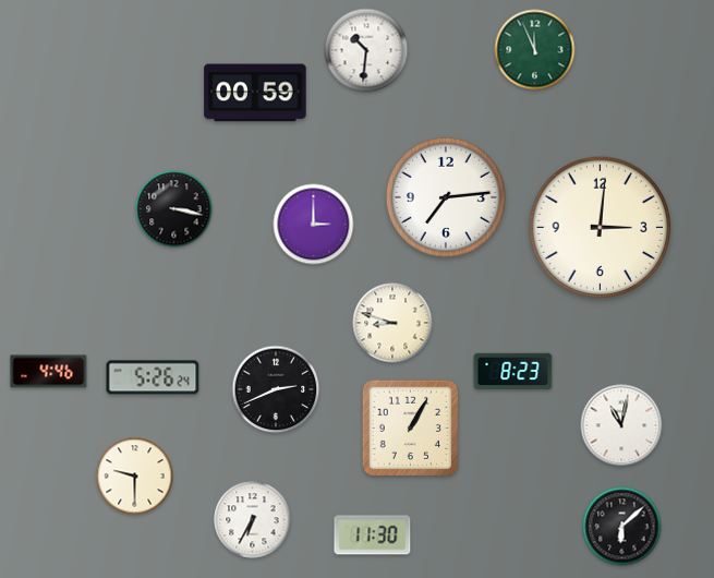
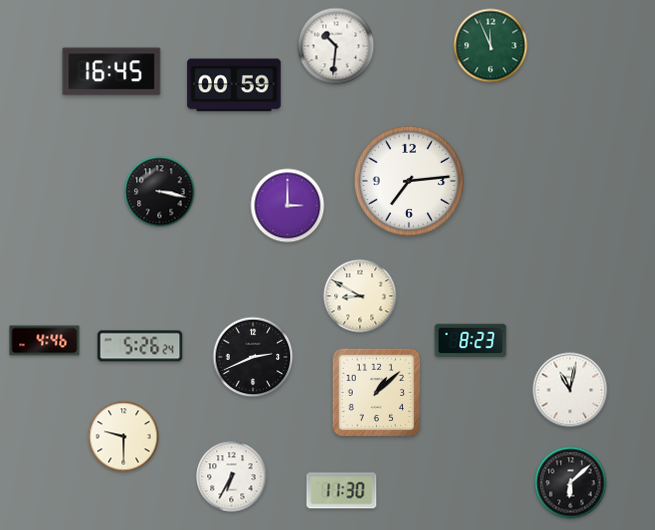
clock at (112, 72): none -> 16:45
clock at (601, 228): 3:01 -> none
clock at (392, 323): 8:48 -> 8:50
clock at (410, 428): 1:05 -> 1:08
